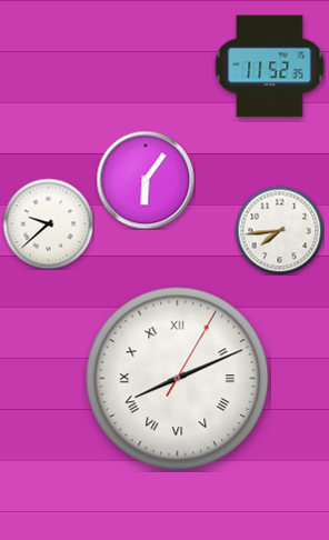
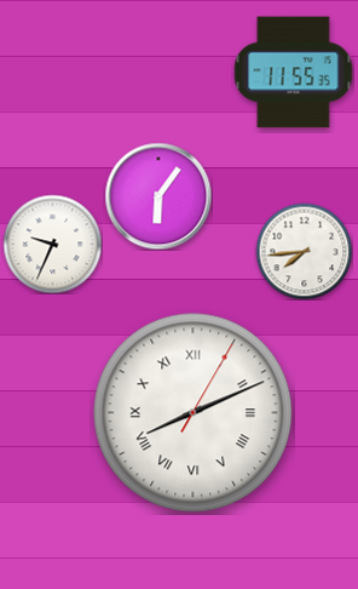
clock at (269, 67): 11:52 -> 11:55
clock at (48, 223): 9:38 -> 9:34
